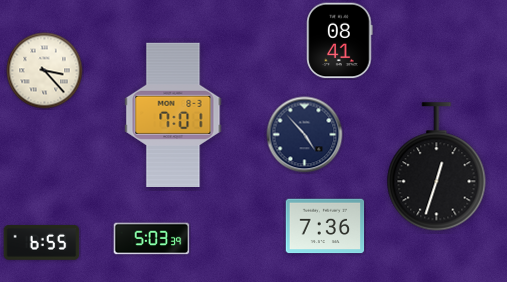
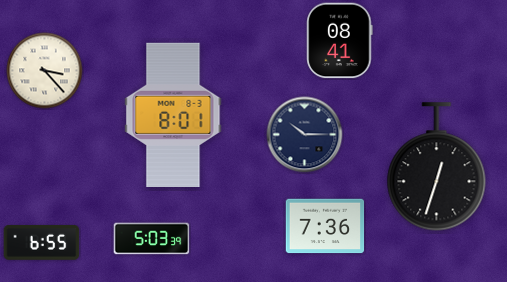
clock at (173, 114): 7:01 -> 8:01
clock at (305, 135): 4:53 -> 10:15
